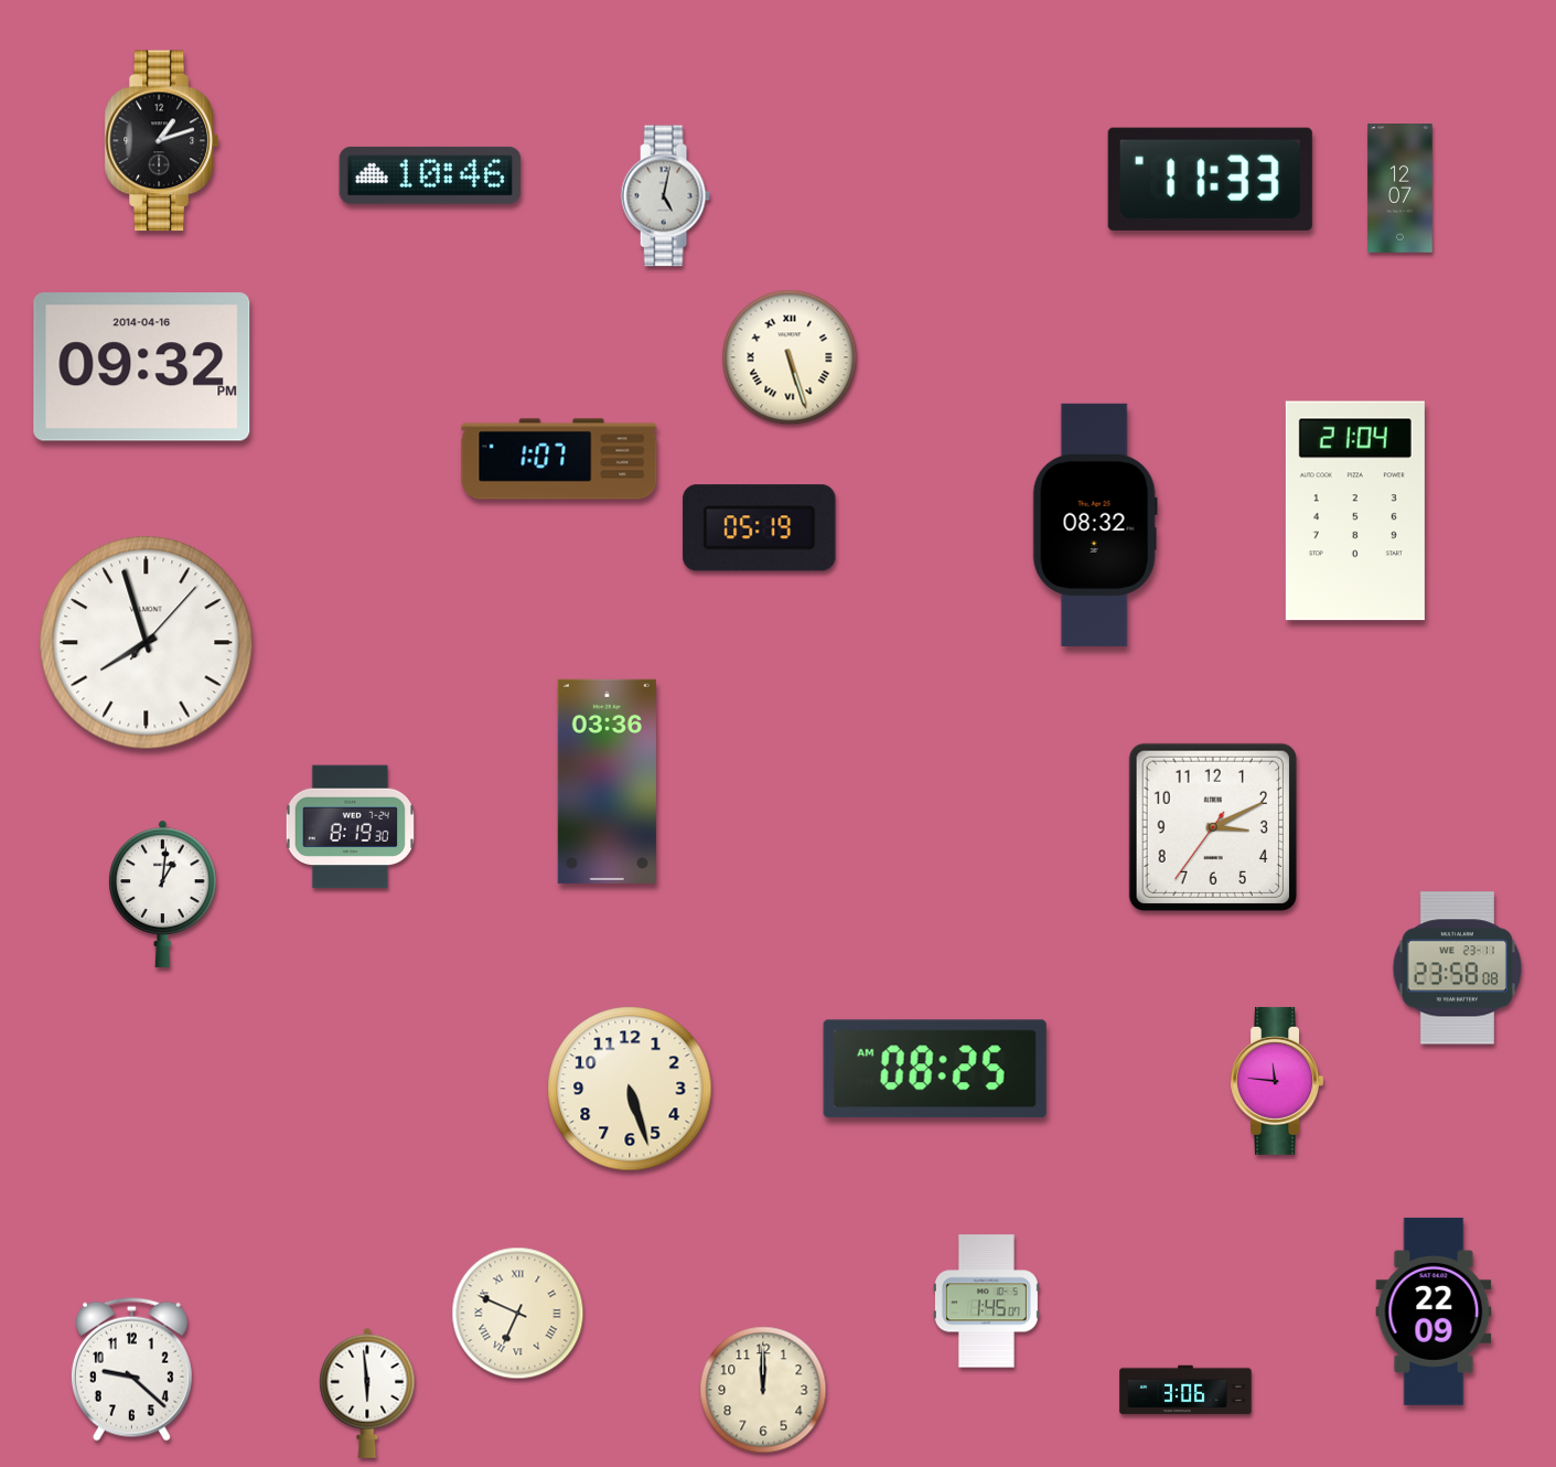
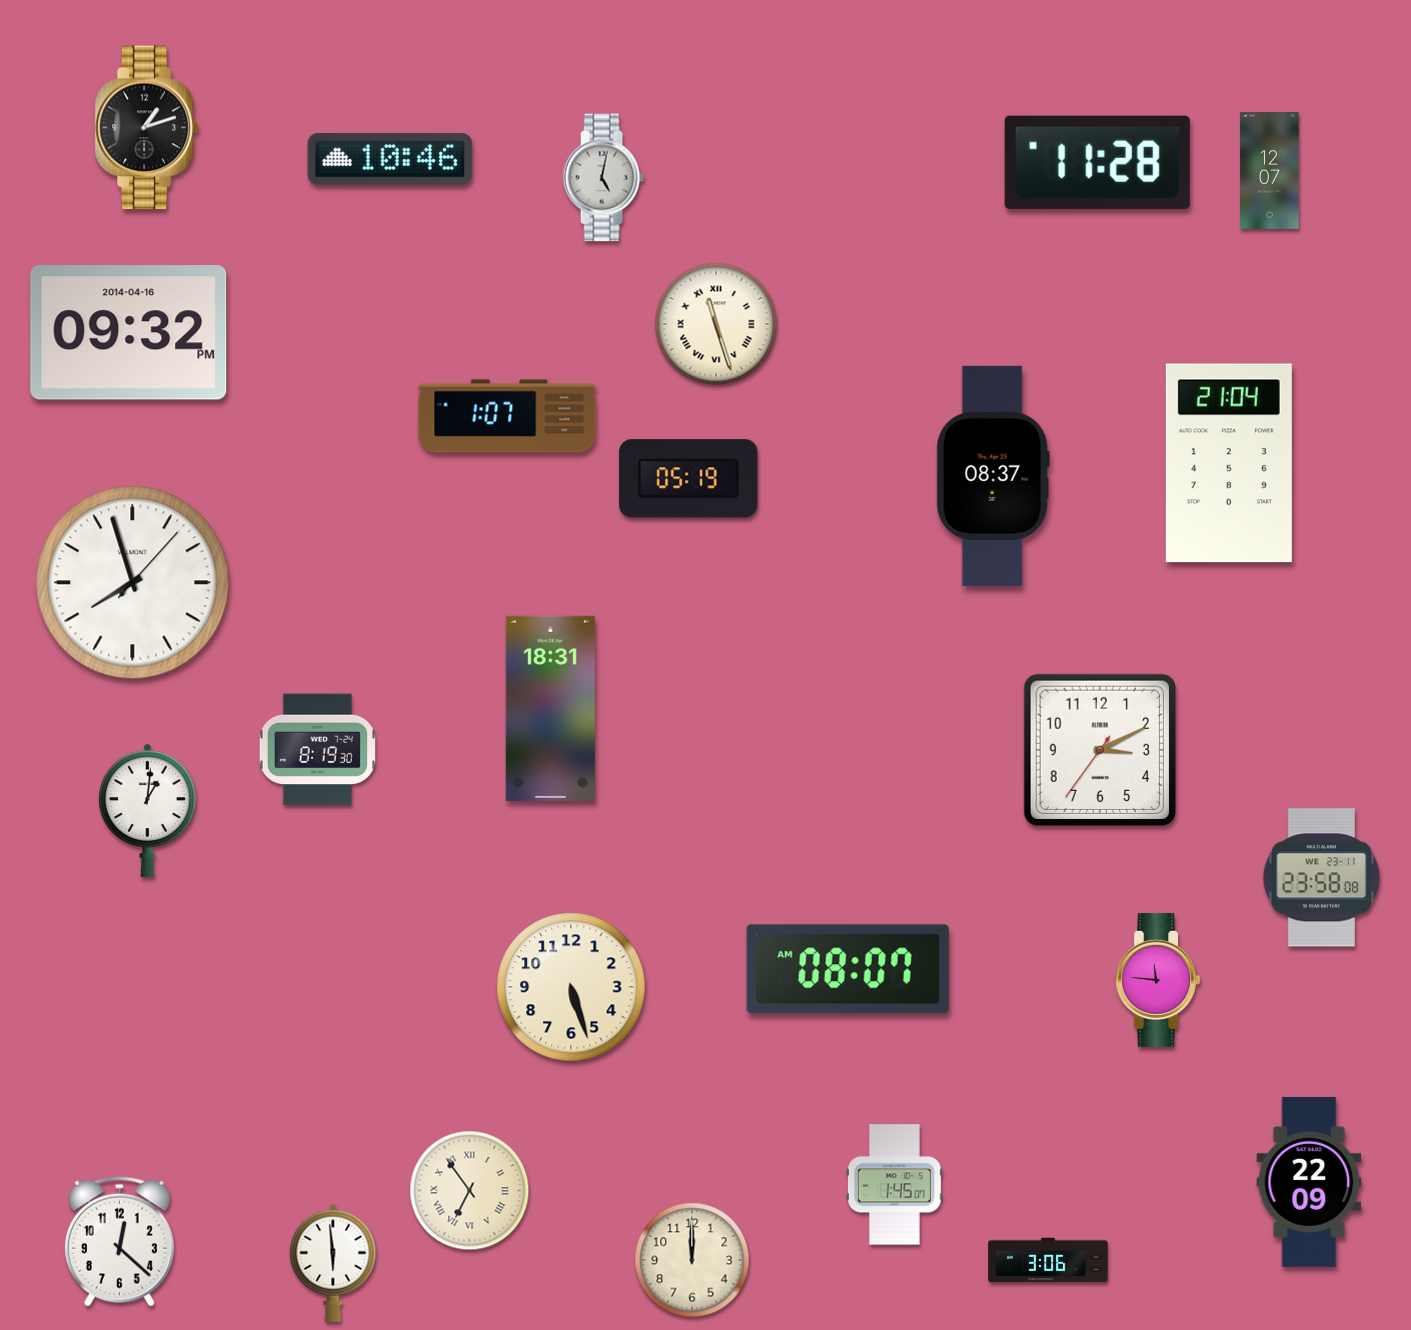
clock at (1210, 179): 11:33 -> 11:28
clock at (790, 357): 5:27 -> 11:27
clock at (1095, 525): 08:32 -> 08:37
clock at (607, 781): 03:36 -> 18:31
clock at (935, 1069): 08:25 -> 08:07
clock at (986, 1302) position: (986, 1302) -> (894, 1185)
clock at (1434, 1311) position: (1434, 1311) -> (1309, 1182)
clock at (518, 1314): 6:49 -> 6:54
clock at (131, 1369): 9:22 -> 12:22
clock at (1185, 1390) position: (1185, 1390) -> (1048, 1260)
